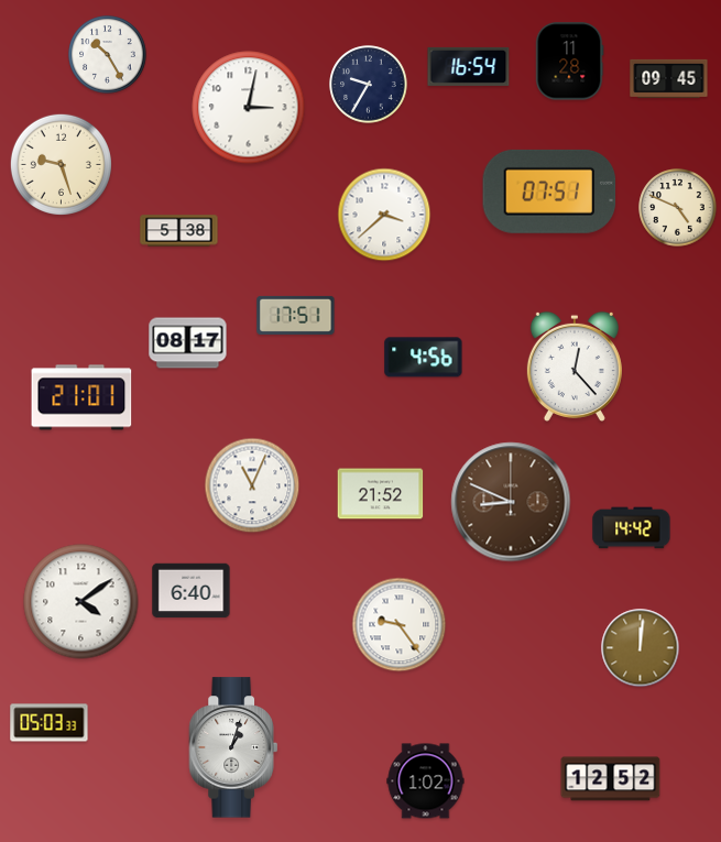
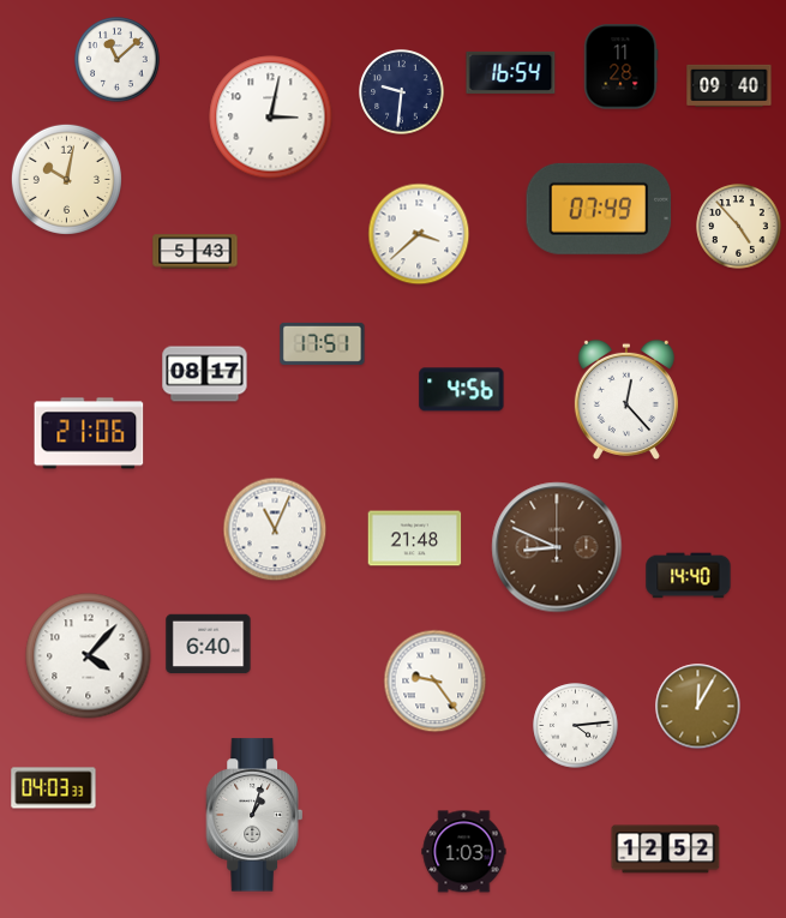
clock at (108, 55): 10:25 -> 11:08
clock at (669, 78): 09:45 -> 09:40
clock at (369, 85): 9:35 -> 9:31
clock at (61, 164): 9:27 -> 10:02
clock at (549, 192): 07:51 -> 07:49
clock at (678, 208): 4:49 -> 4:53
clock at (179, 231): 5:38 -> 5:43
clock at (81, 397): 21:01 -> 21:06
clock at (381, 494): 21:52 -> 21:48
clock at (632, 528): 14:42 -> 14:40
clock at (81, 602): 4:09 -> 4:07
clock at (641, 648): 12:01 -> 12:05
clock at (576, 726): none -> 4:14
clock at (50, 723): 05:03 -> 04:03
clock at (426, 781): 1:02 -> 1:03
